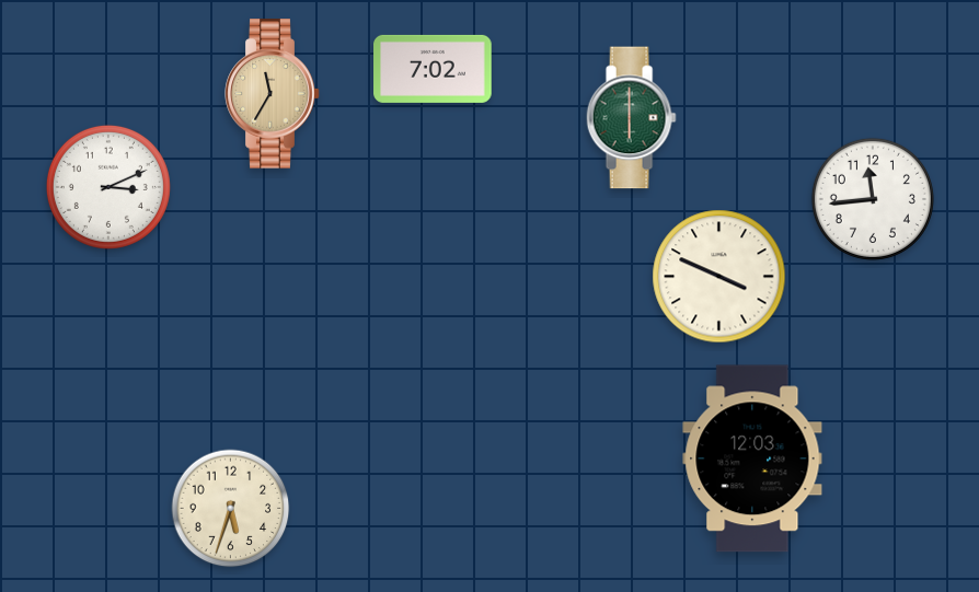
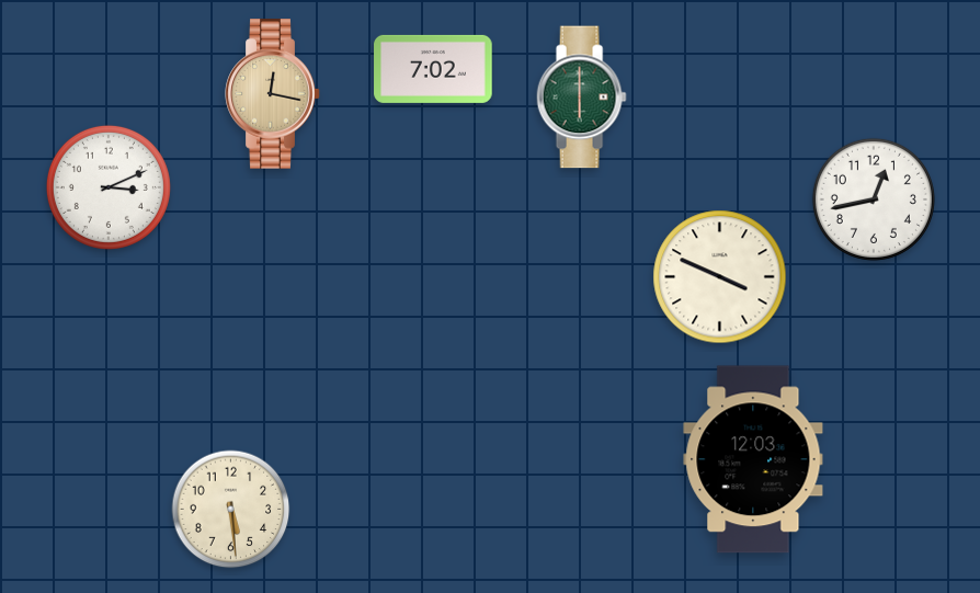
clock at (273, 94): 11:35 -> 12:17
clock at (631, 118) position: (631, 118) -> (581, 98)
clock at (873, 199): 11:44 -> 12:43
clock at (231, 509): 5:33 -> 5:29
